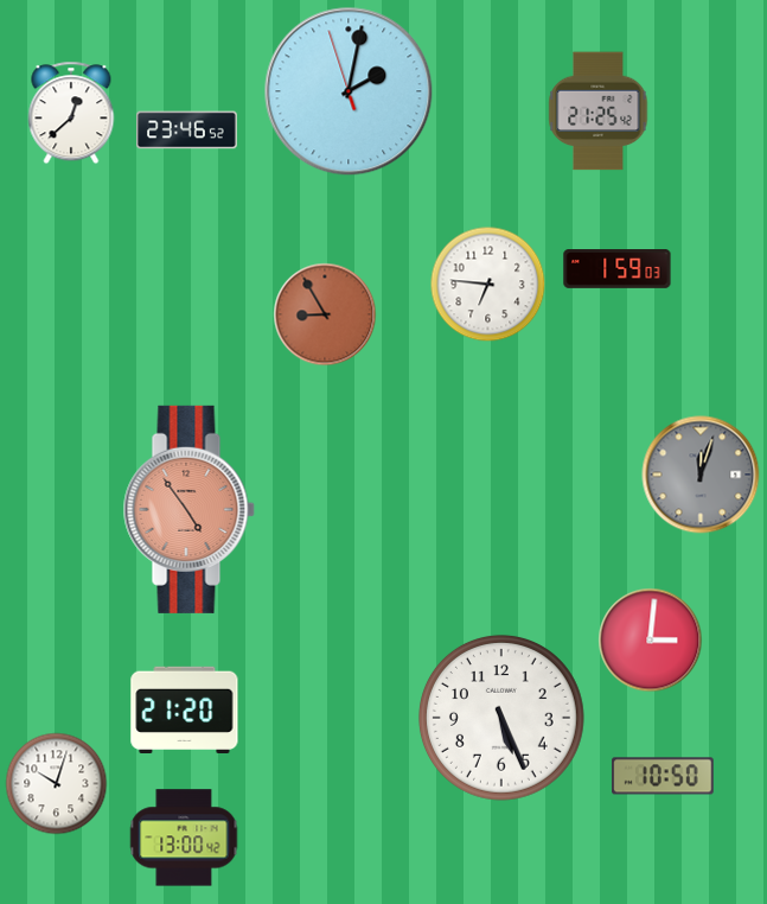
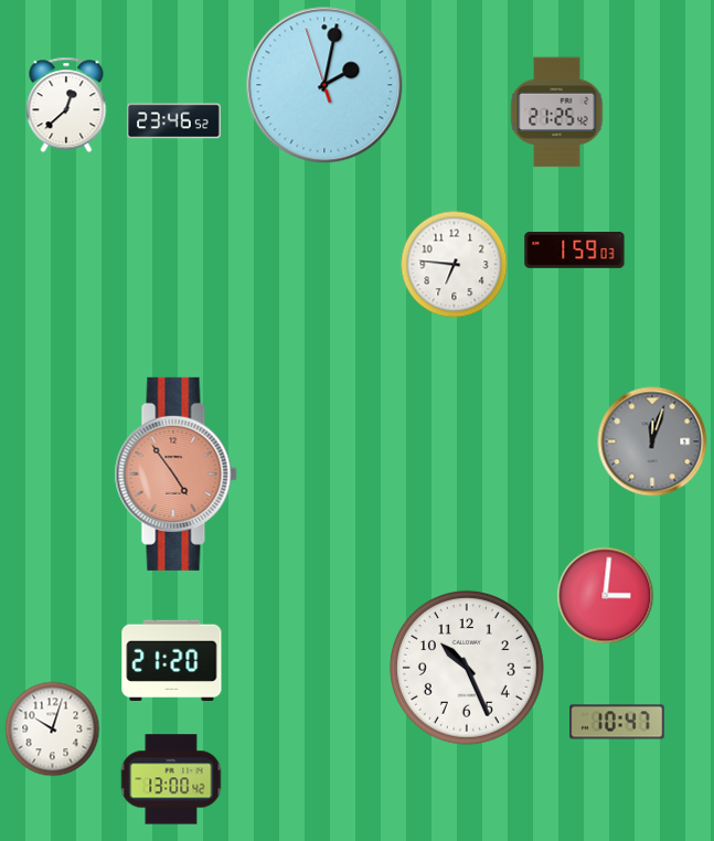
clock at (599, 112) position: (599, 112) -> (557, 113)
clock at (325, 314): 8:55 -> none
clock at (501, 718): 5:26 -> 10:26
clock at (663, 776): 10:50 -> 10:47
